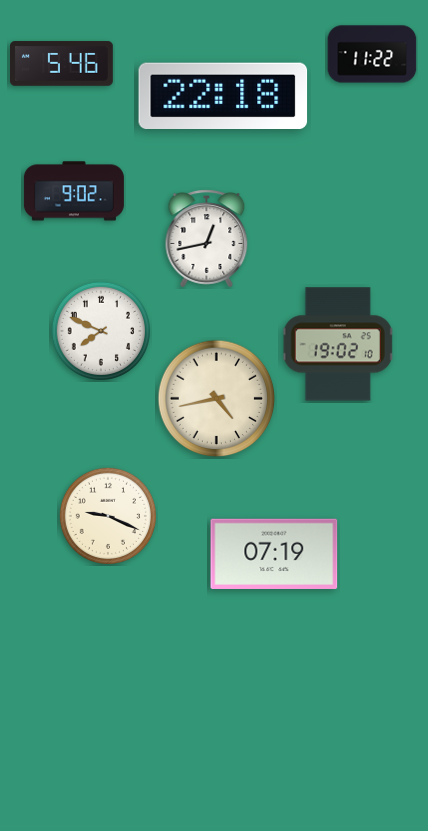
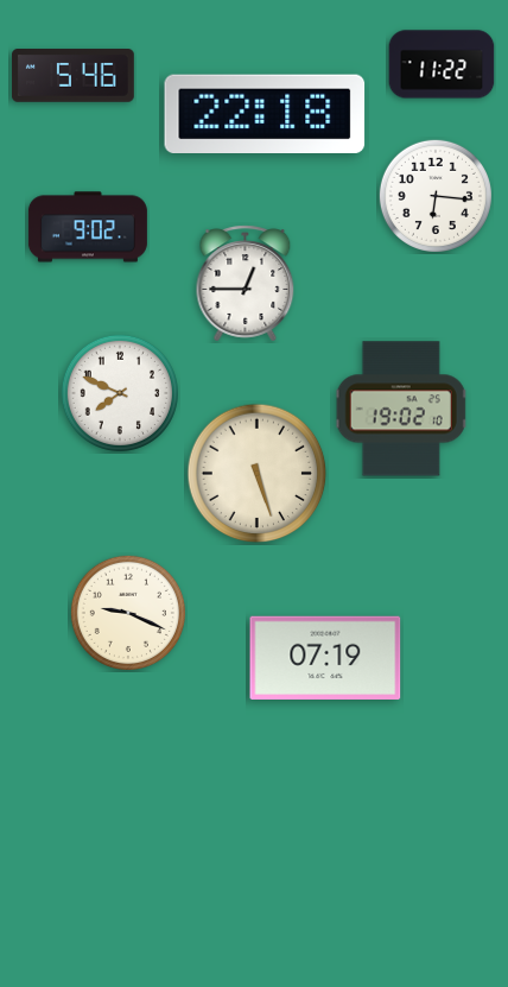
clock at (436, 196): none -> 6:16
clock at (207, 239): 12:43 -> 12:45
clock at (217, 399): 4:43 -> 5:27
